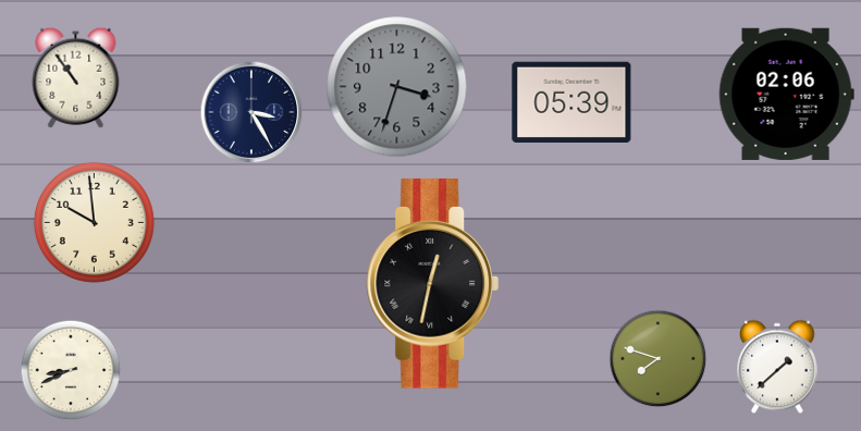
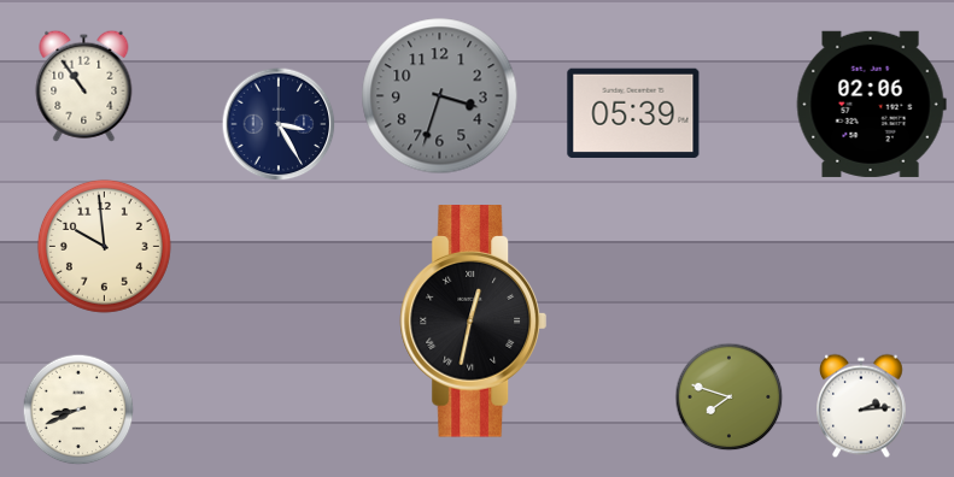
clock at (433, 284) position: (433, 284) -> (474, 322)
clock at (778, 367): 1:38 -> 2:14
